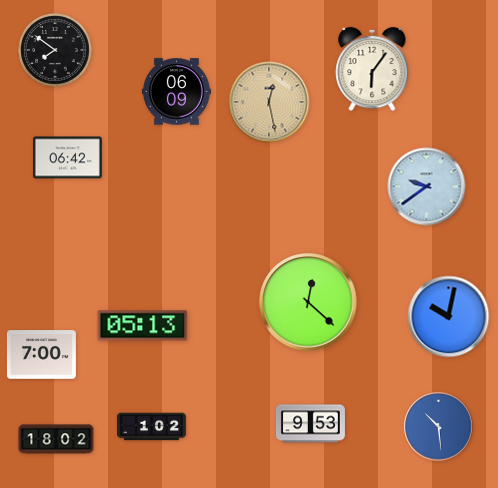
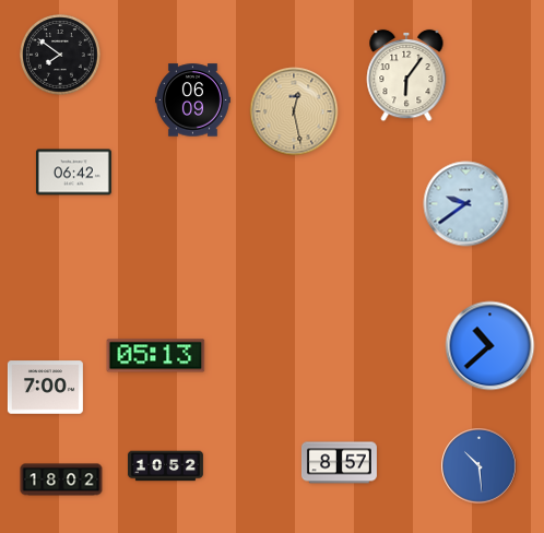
clock at (308, 302): 12:22 -> none
clock at (449, 317): 10:02 -> 10:38
clock at (310, 424): 9:53 -> 8:57
clock at (151, 427): 1:02 -> 10:52
